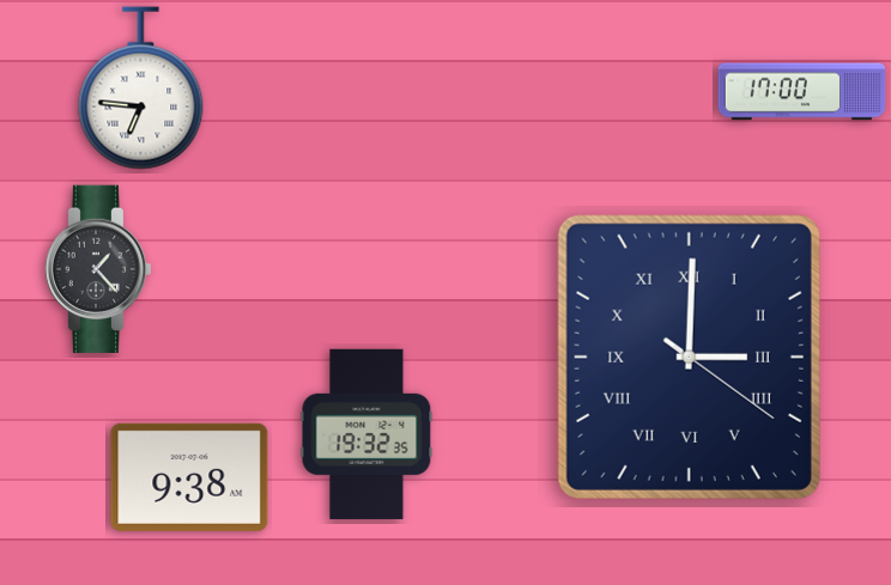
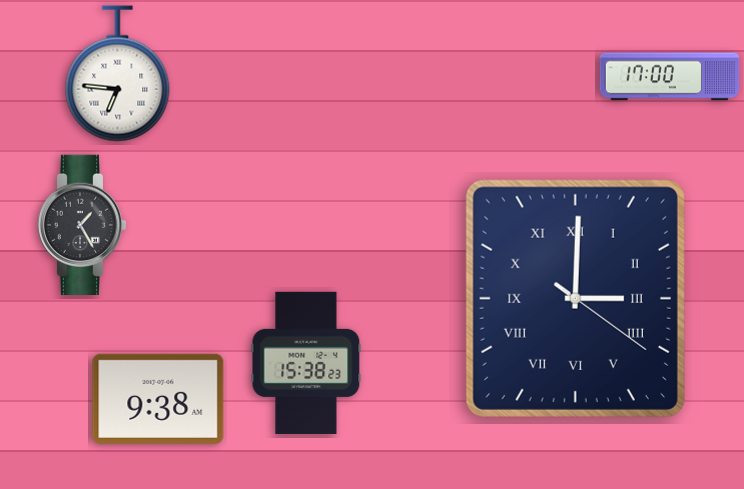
clock at (98, 268): 1:23 -> 1:25
clock at (366, 434): 19:32 -> 15:38
